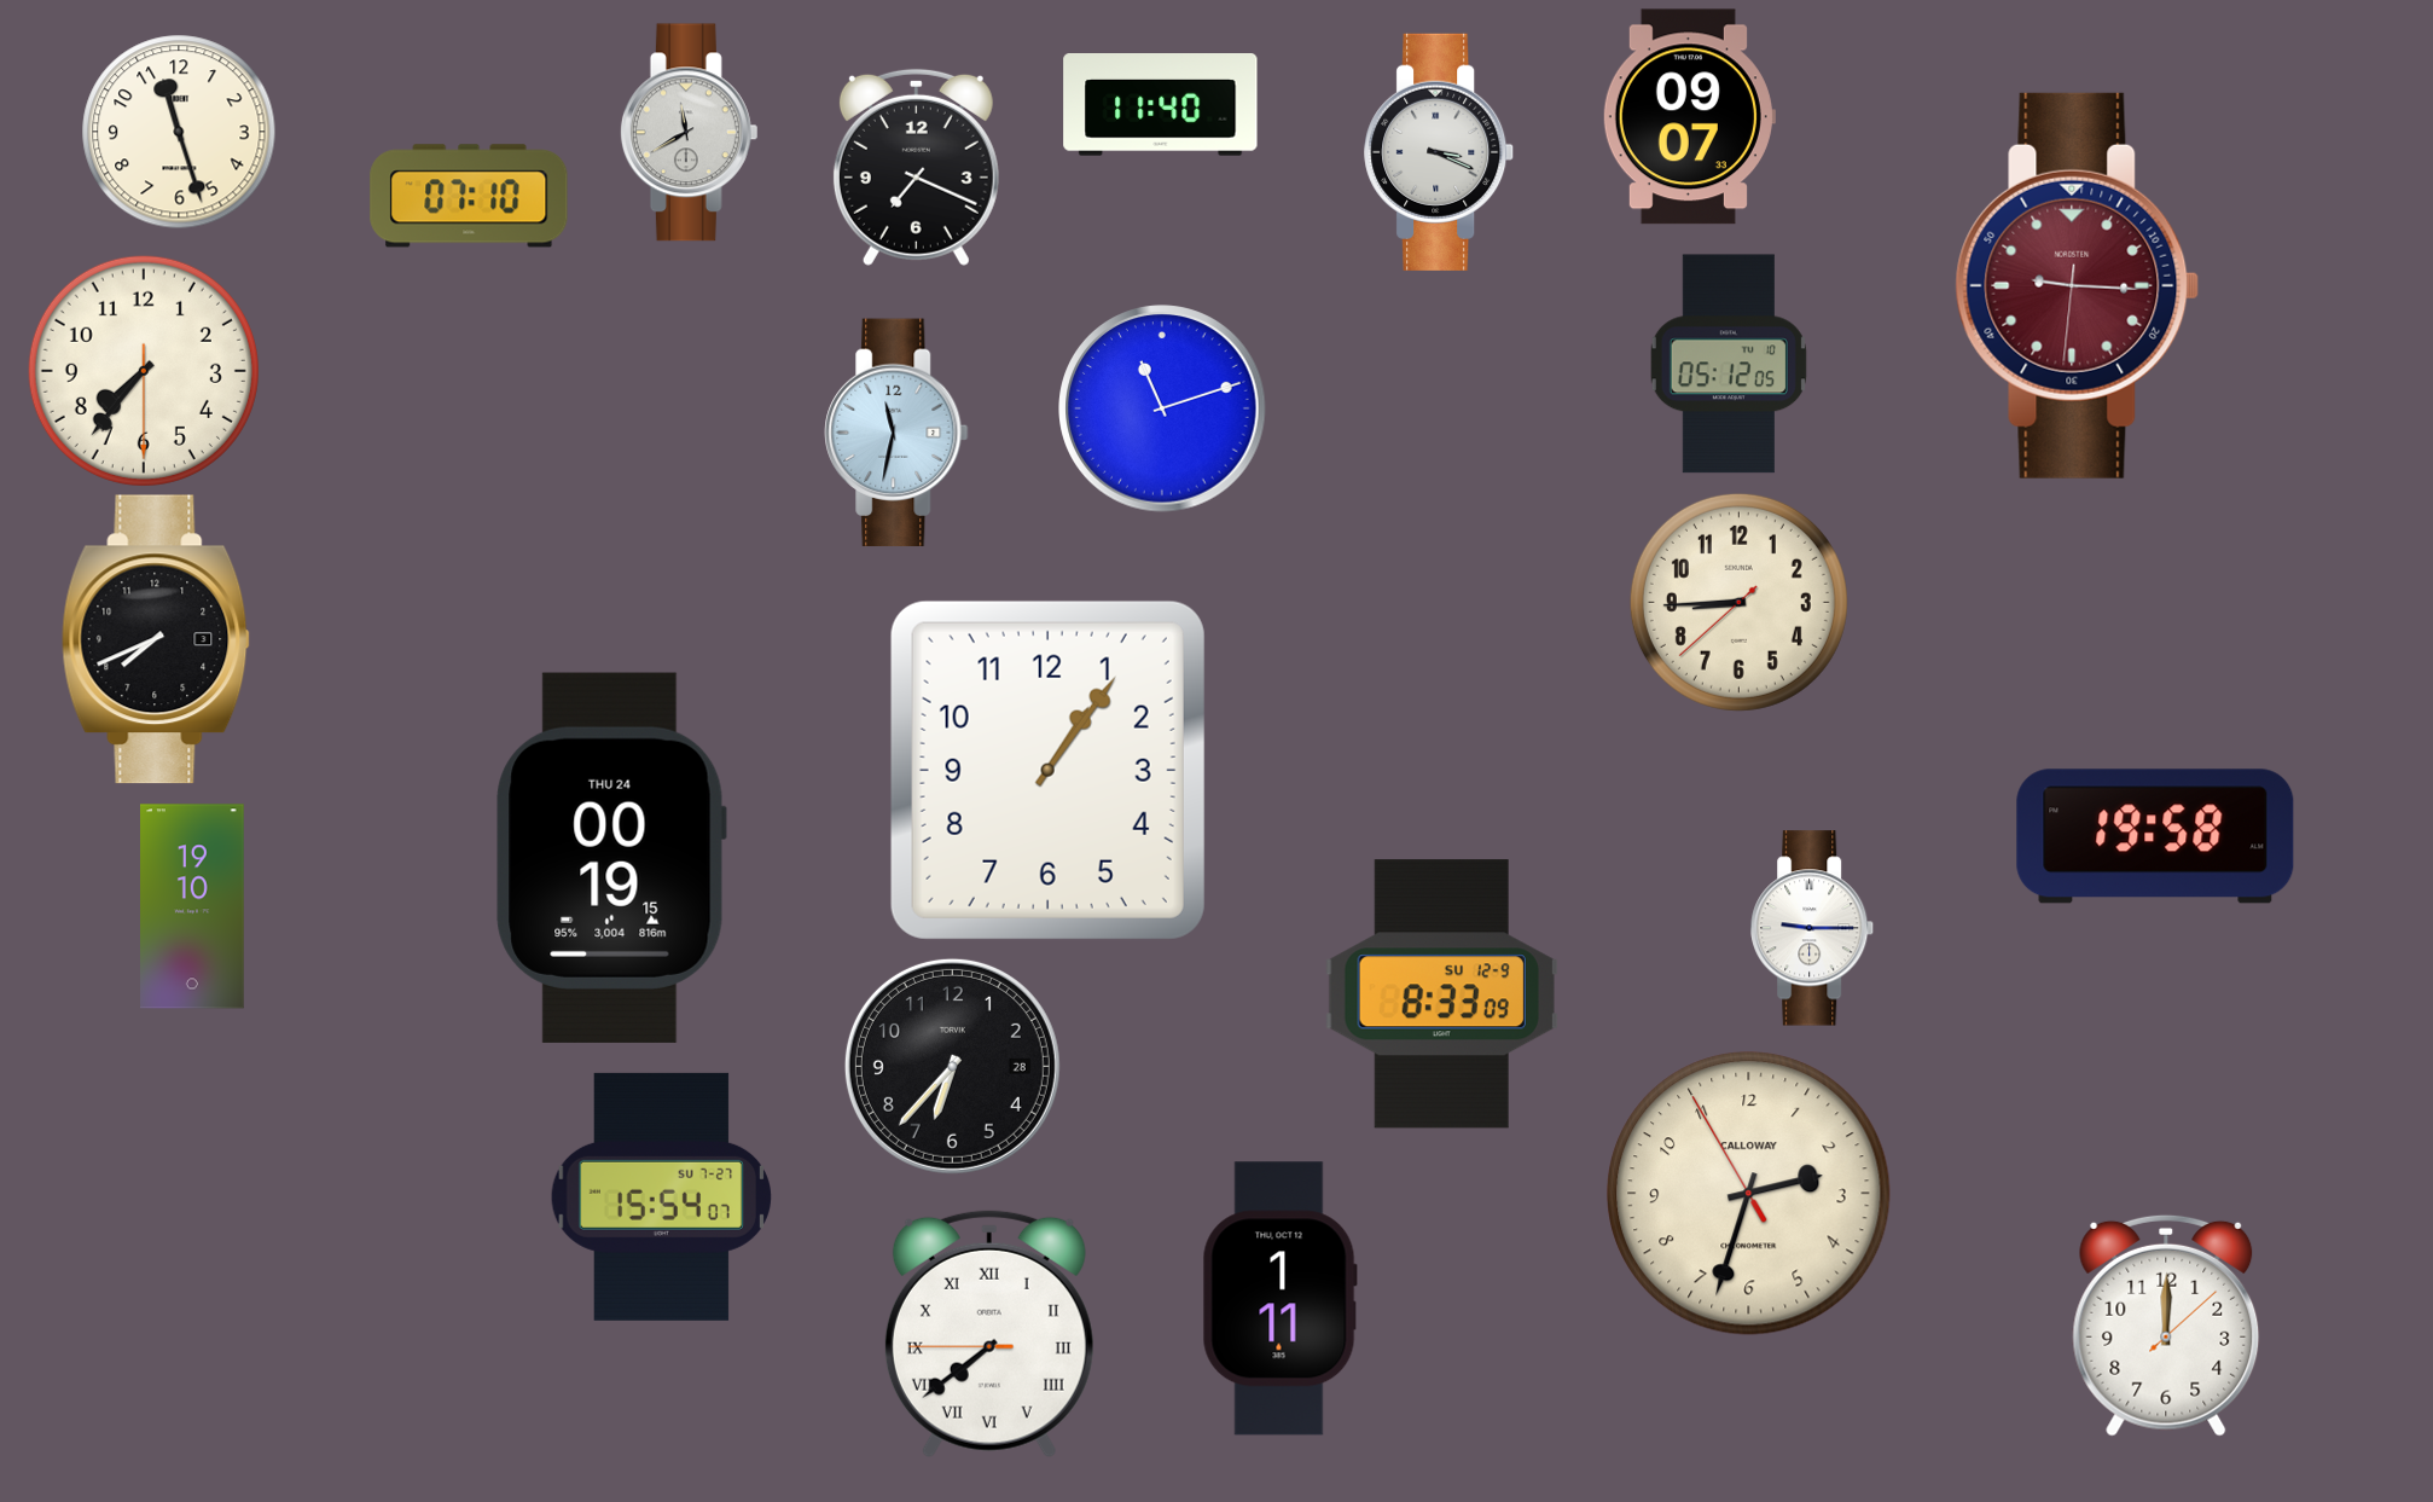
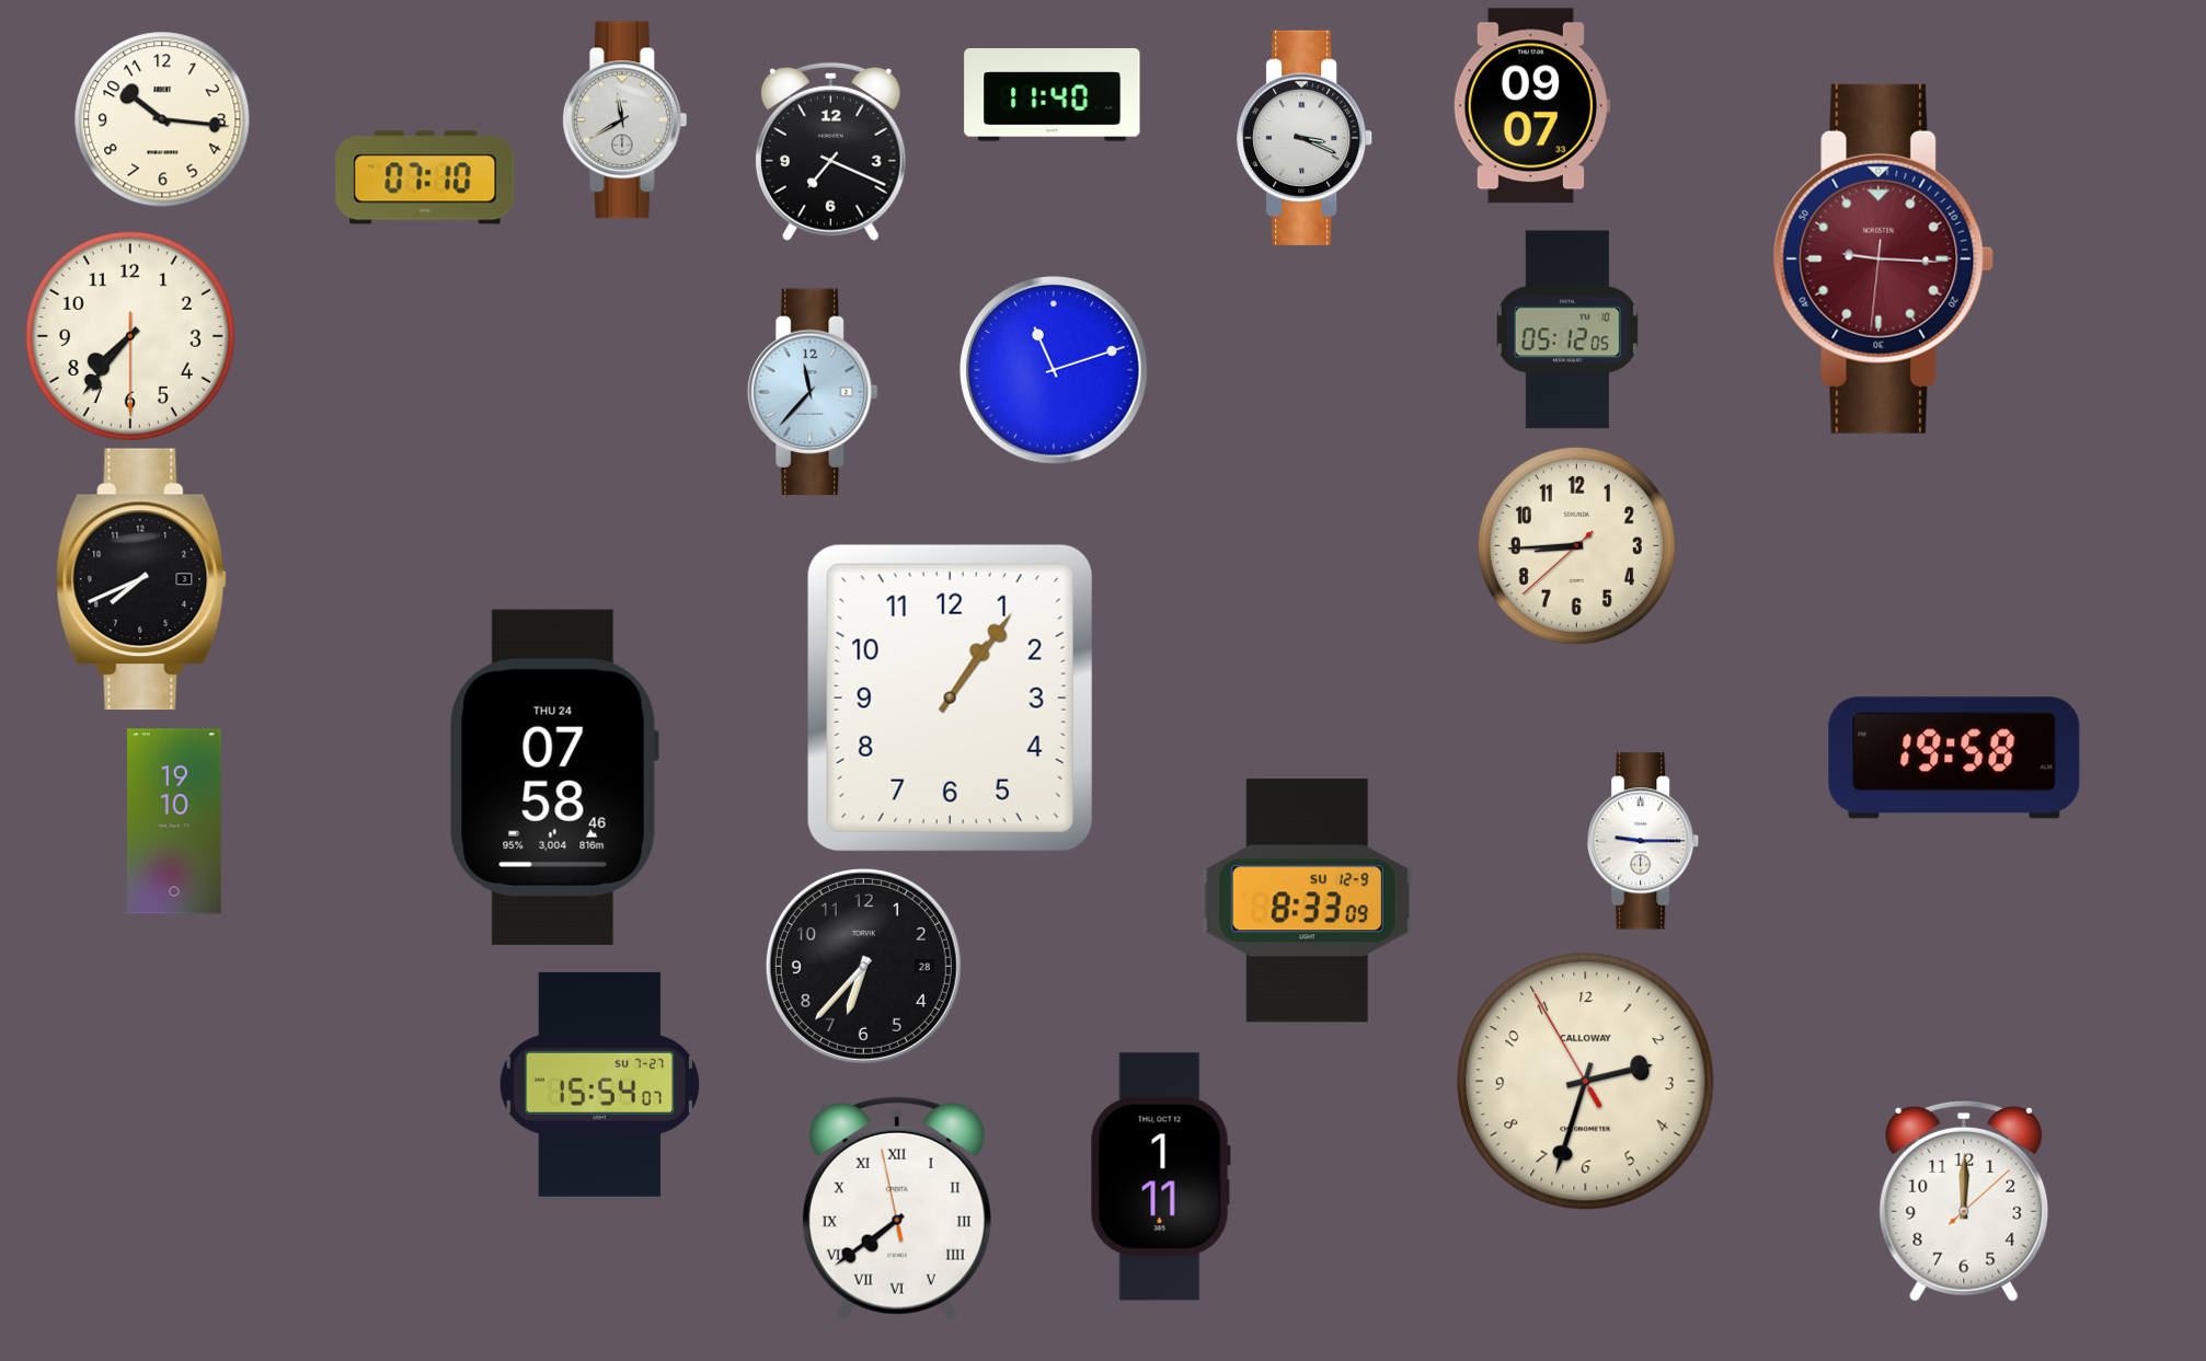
clock at (179, 132): 11:27 -> 10:16
clock at (896, 433): 11:32 -> 11:37
clock at (611, 858): 00:19 -> 07:58
clock at (989, 1334): 7:38:45 -> 7:38:58
